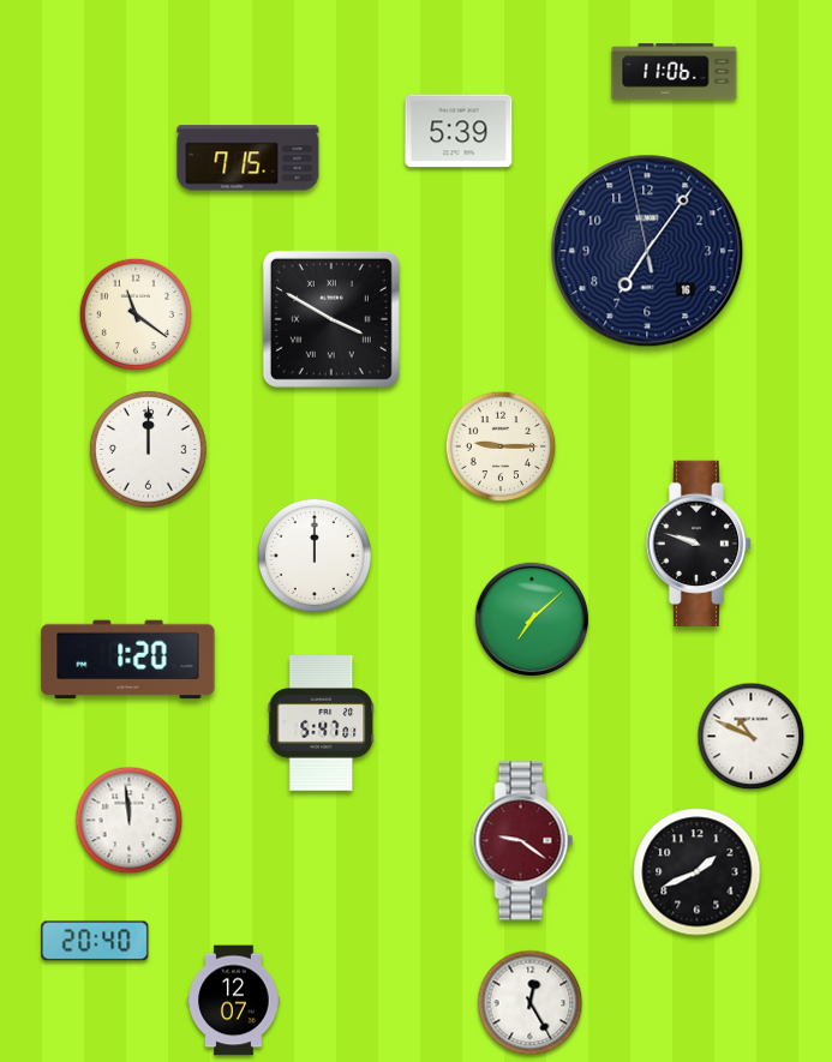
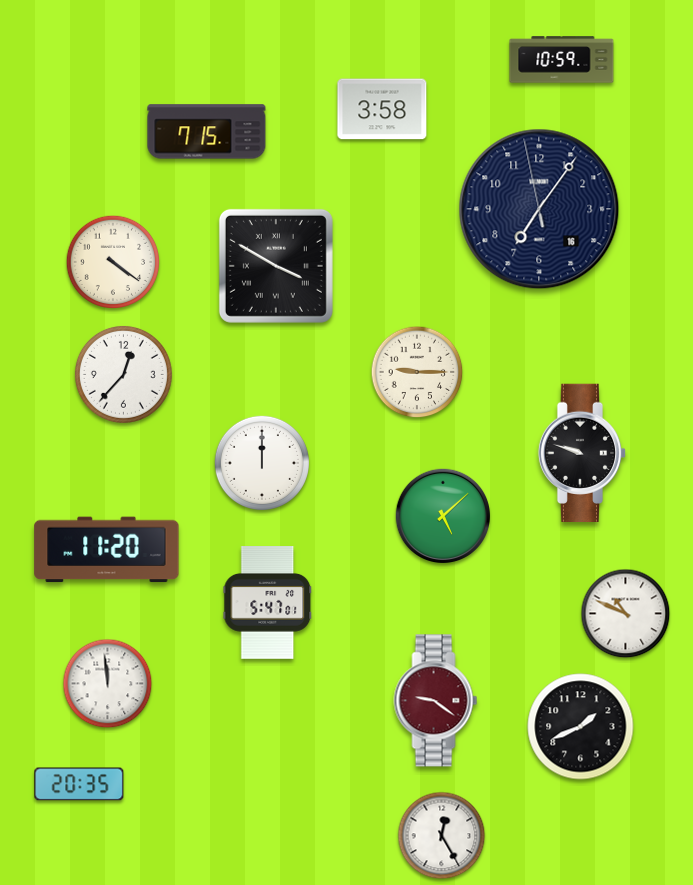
clock at (675, 72): 11:06 -> 10:59
clock at (459, 131): 5:39 -> 3:58
clock at (136, 314): 11:21 -> 4:21
clock at (148, 449): 12:00 -> 12:37
clock at (531, 618): 7:08 -> 5:08
clock at (128, 660): 1:20 -> 11:20
clock at (95, 941): 20:40 -> 20:35
clock at (234, 1001): 12:07 -> none
